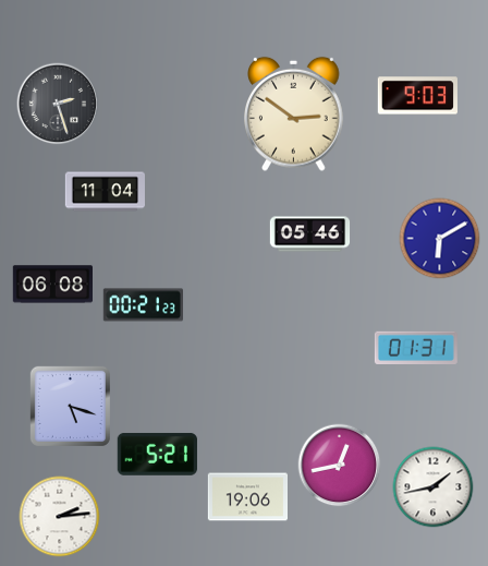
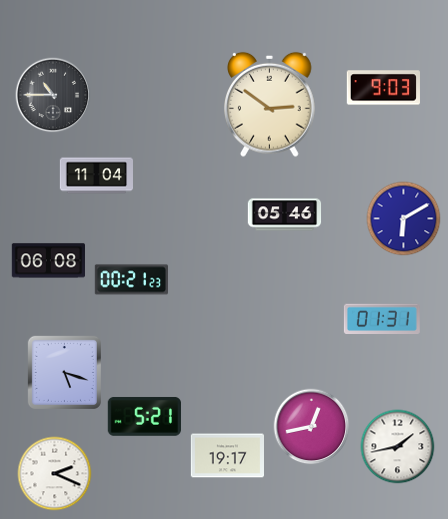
clock at (58, 104): 2:27 -> 10:45
clock at (247, 497): 19:06 -> 19:17
clock at (60, 517): 2:14 -> 2:19
